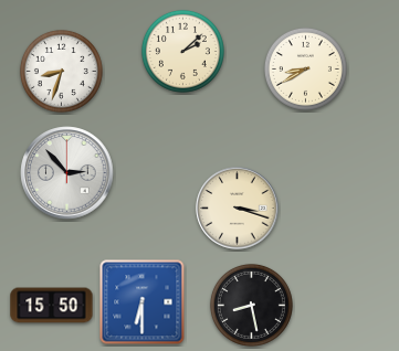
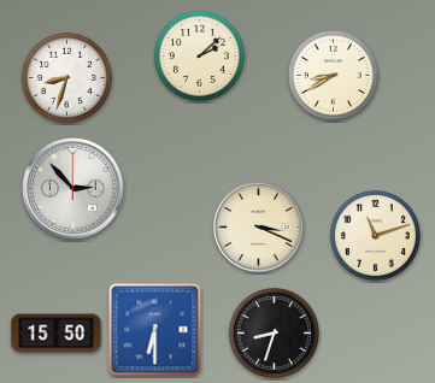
clock at (238, 209): 3:18 -> 3:19
clock at (375, 235): none -> 11:12
clock at (251, 305): 8:28 -> 8:33
